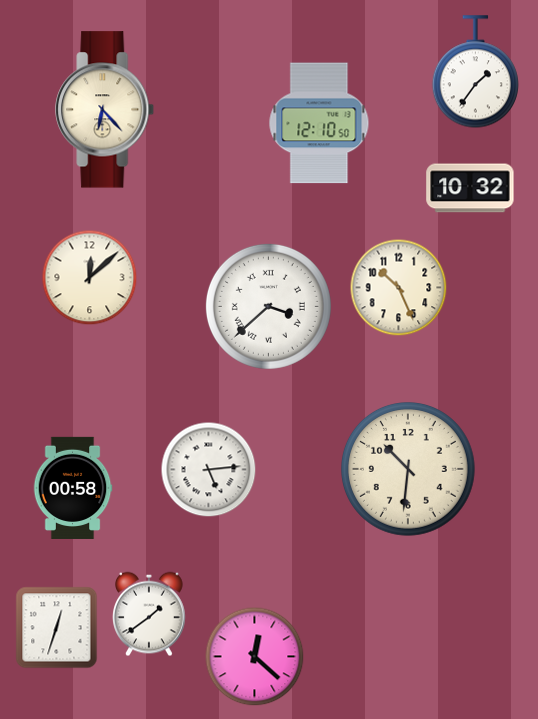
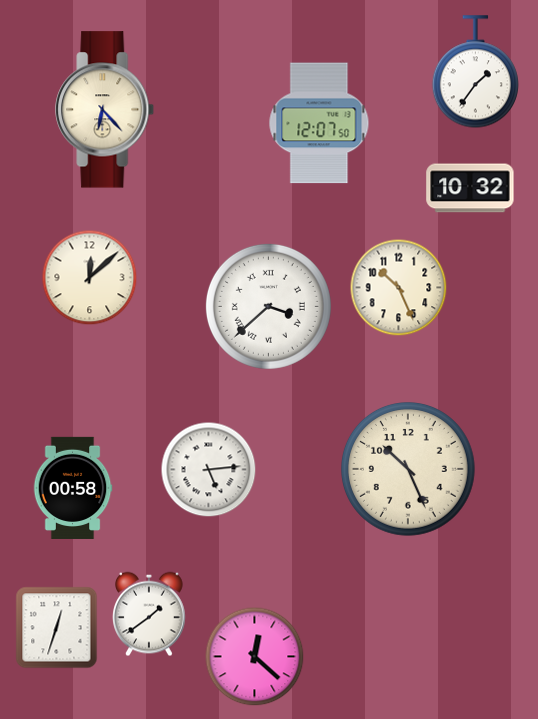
clock at (319, 123): 12:10 -> 12:07
clock at (409, 470): 10:31 -> 10:26
